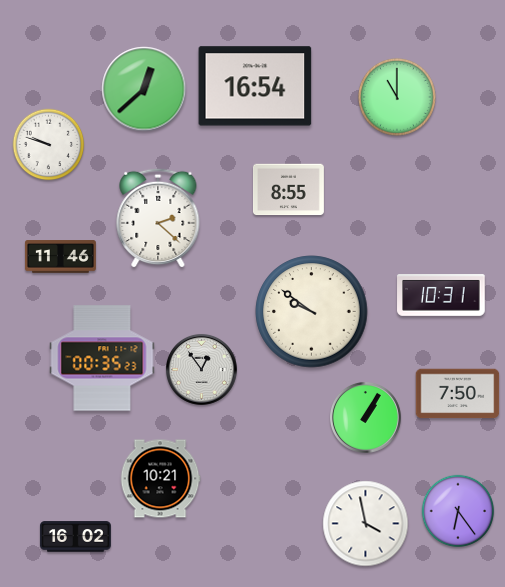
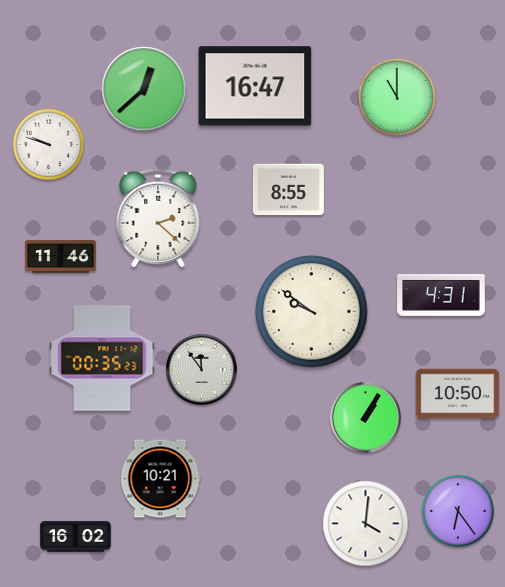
clock at (255, 86): 16:54 -> 16:47
clock at (441, 296): 10:31 -> 4:31
clock at (201, 369): 12:54 -> 11:54
clock at (458, 394): 7:50 -> 10:50
clock at (366, 524): 3:58 -> 4:01
